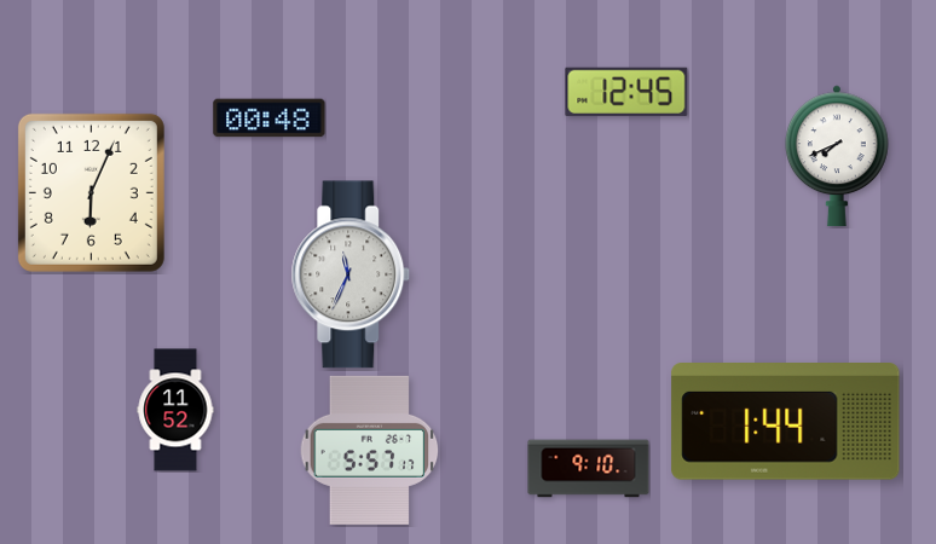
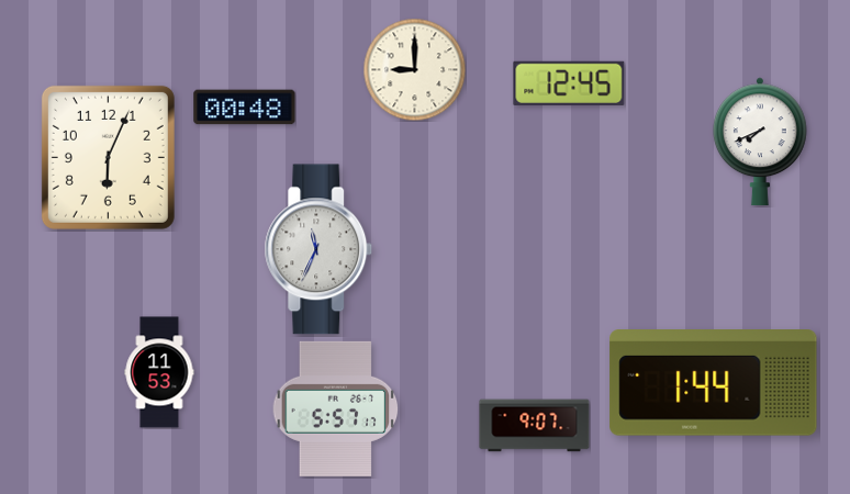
clock at (414, 69): none -> 9:00
clock at (91, 192) position: (91, 192) -> (108, 157)
clock at (175, 410): 11:52 -> 11:53
clock at (589, 469): 9:10 -> 9:07
